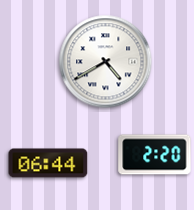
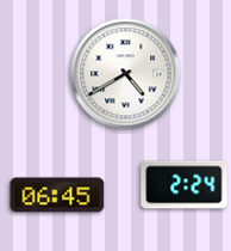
clock at (155, 155): 2:20 -> 2:24
clock at (48, 163): 06:44 -> 06:45
